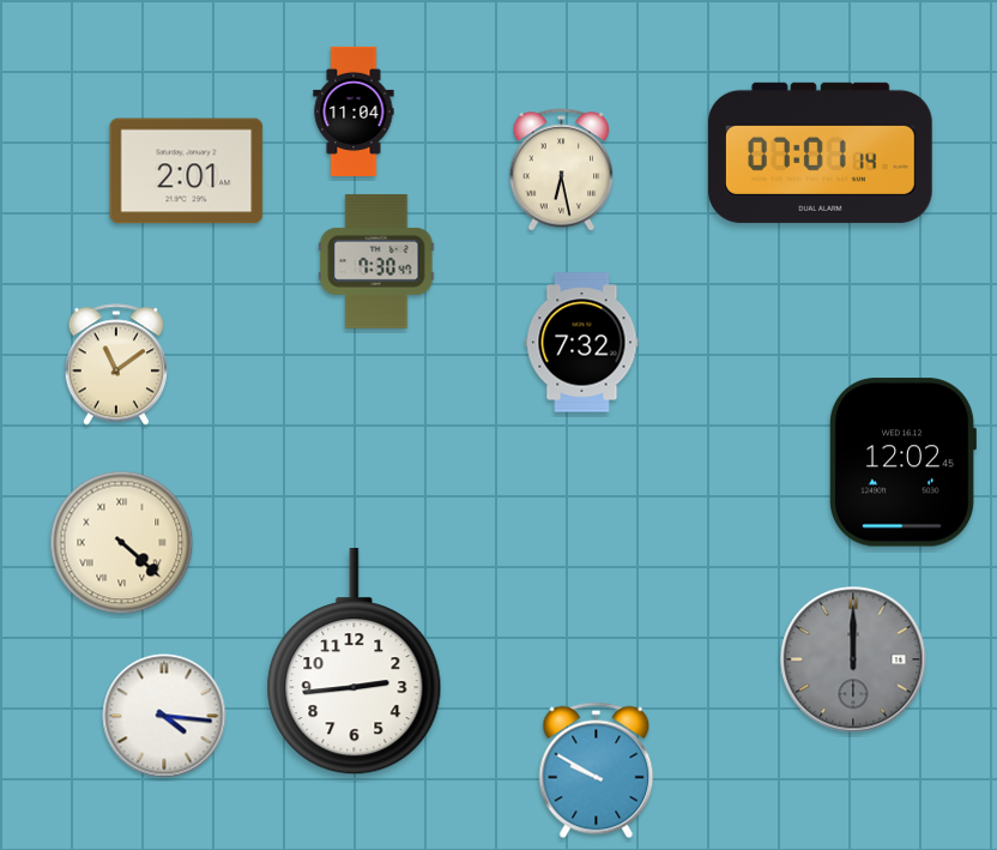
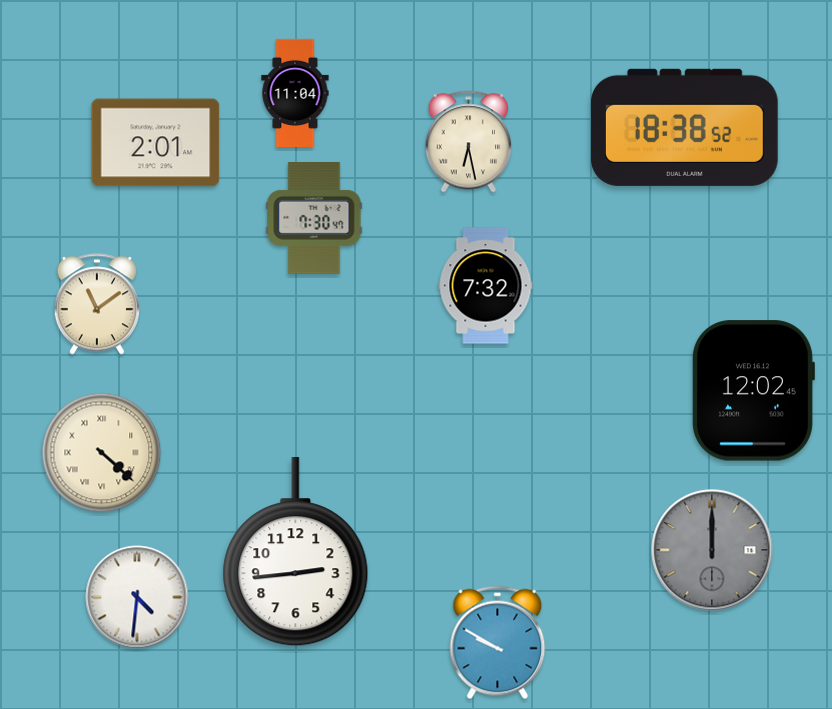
clock at (821, 152): 07:01 -> 18:38
clock at (904, 463) position: (904, 463) -> (754, 391)
clock at (164, 716): 4:16 -> 4:31
